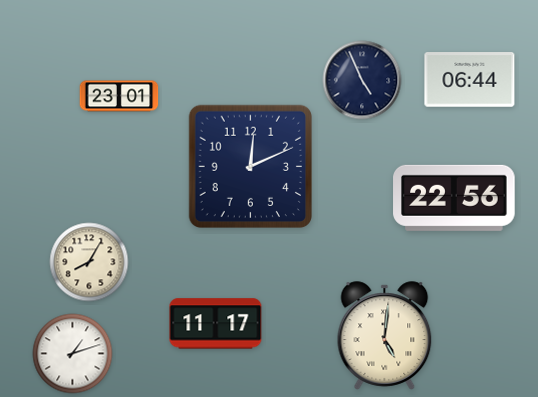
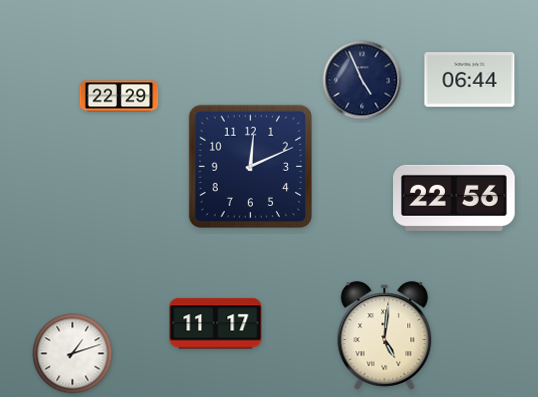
clock at (119, 96): 23:01 -> 22:29
clock at (89, 262): 8:05 -> none
